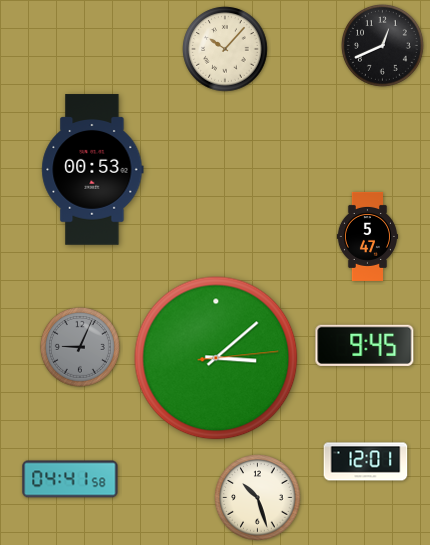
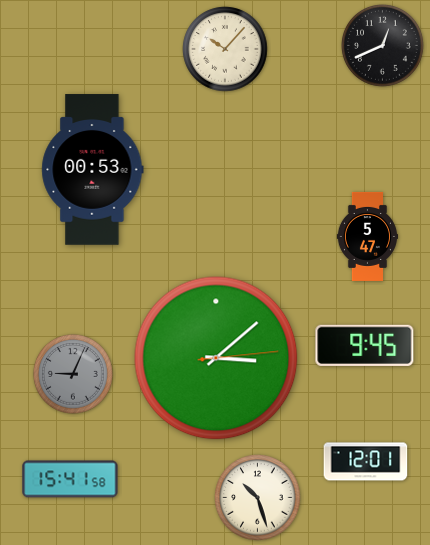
clock at (80, 347) position: (80, 347) -> (73, 374)
clock at (70, 479): 04:41 -> 15:41
